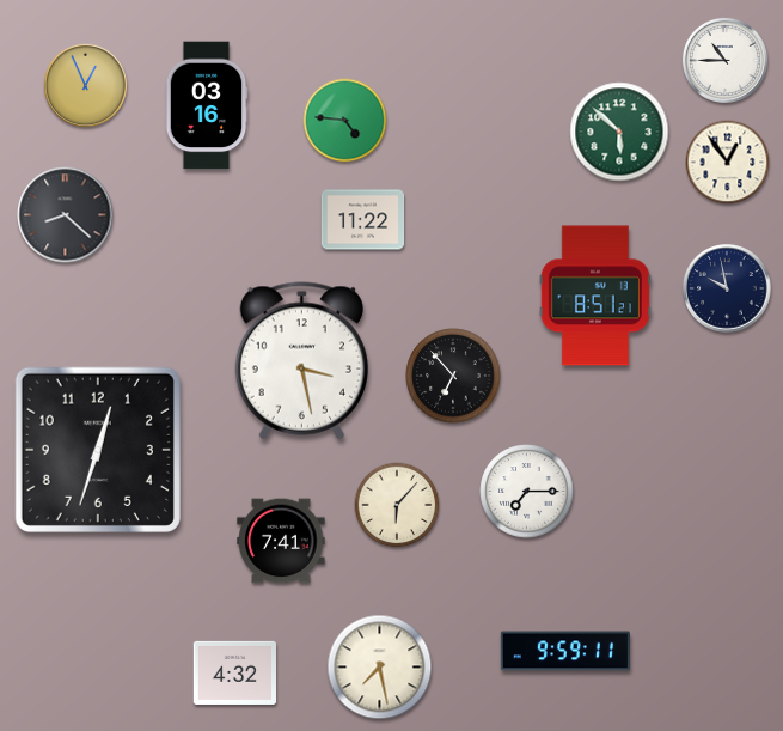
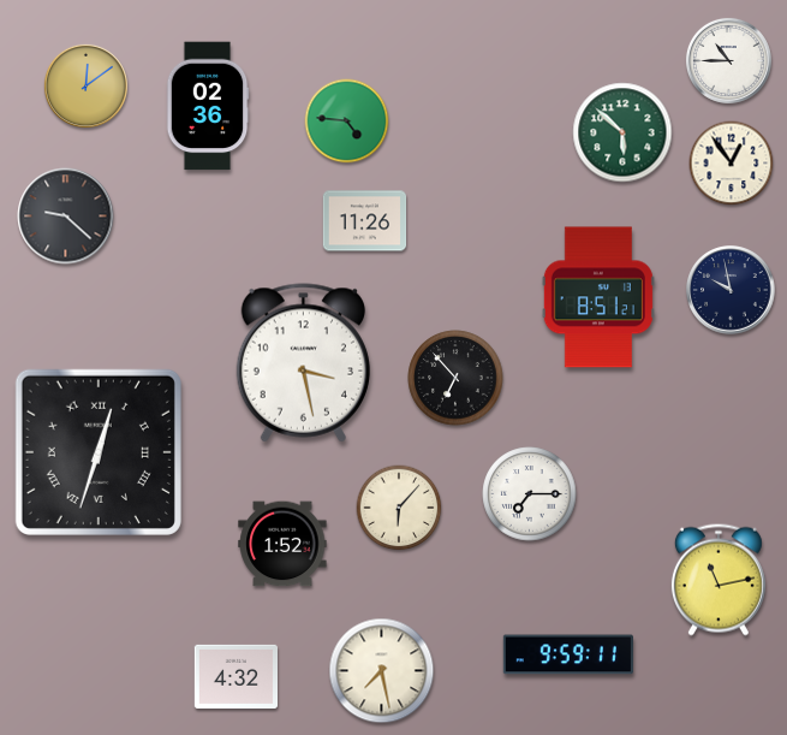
clock at (85, 85): 12:56 -> 12:09
clock at (207, 105): 03:16 -> 02:36
clock at (66, 215): 8:22 -> 9:22
clock at (363, 220): 11:22 -> 11:26
clock at (98, 450) numerals: Arabic -> Roman
clock at (281, 541): 7:41 -> 1:52
clock at (719, 580): none -> 11:13
